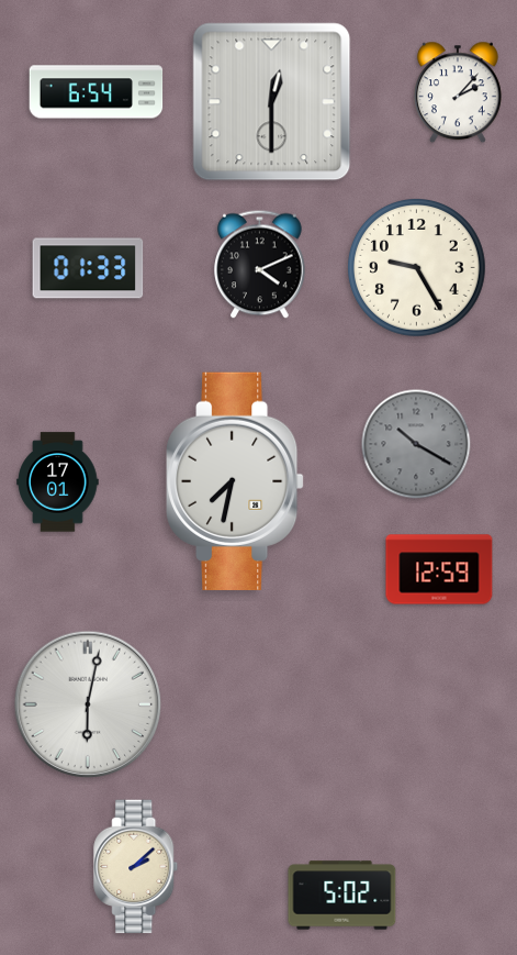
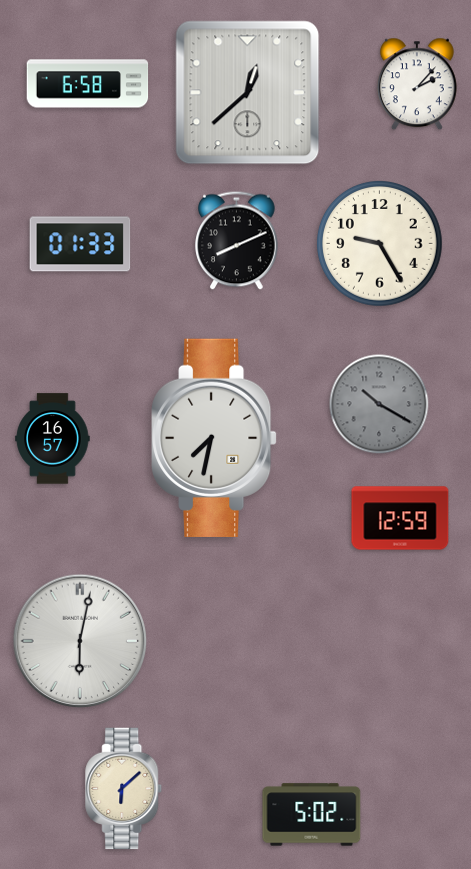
clock at (97, 92): 6:54 -> 6:58
clock at (272, 102): 12:30 -> 12:38
clock at (260, 265): 4:11 -> 8:11
clock at (58, 482): 17:01 -> 16:57
clock at (136, 867): 2:08 -> 6:08
